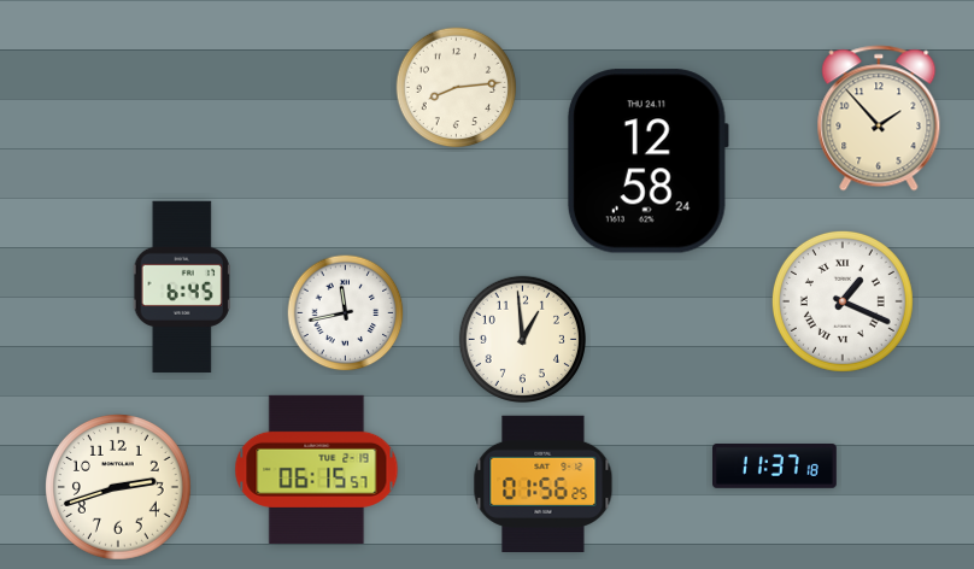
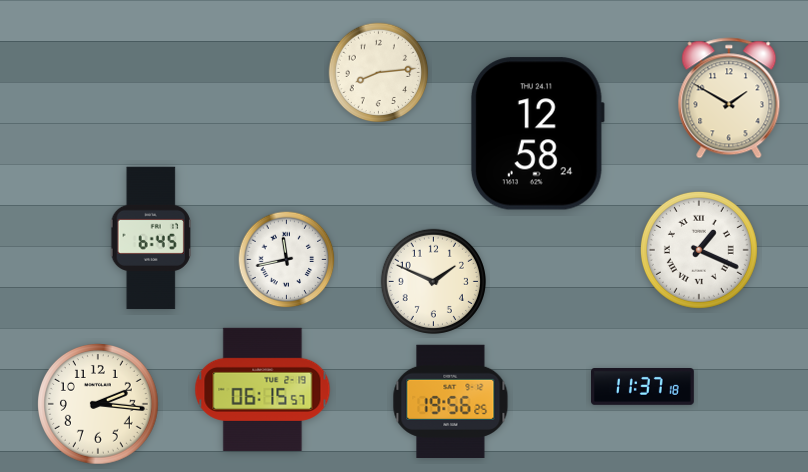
clock at (879, 118): 1:53 -> 1:50
clock at (522, 339): 12:59 -> 1:49
clock at (544, 483): 01:56 -> 19:56
clock at (119, 488): 2:42 -> 2:16
